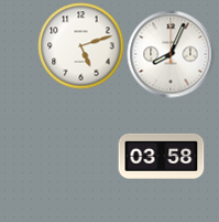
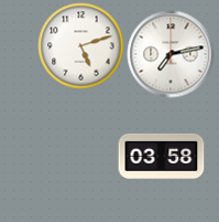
clock at (171, 54): 8:04 -> 7:13
